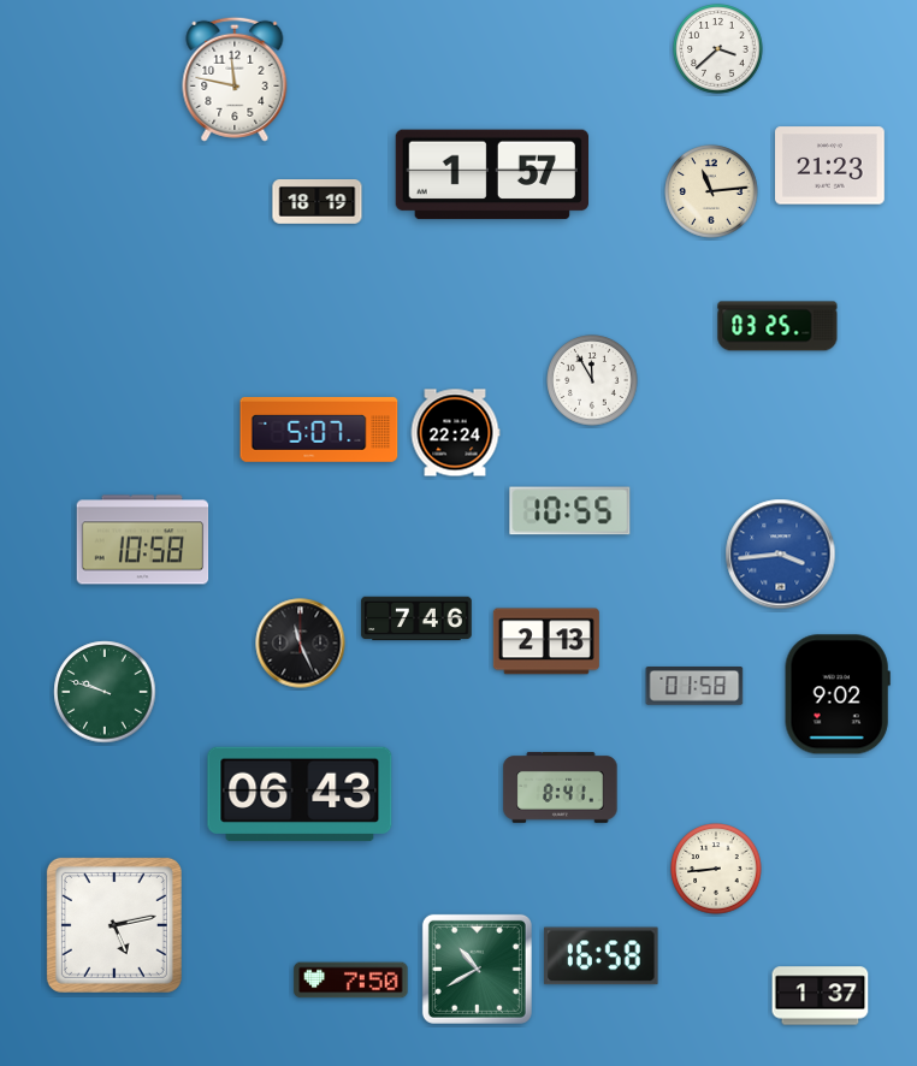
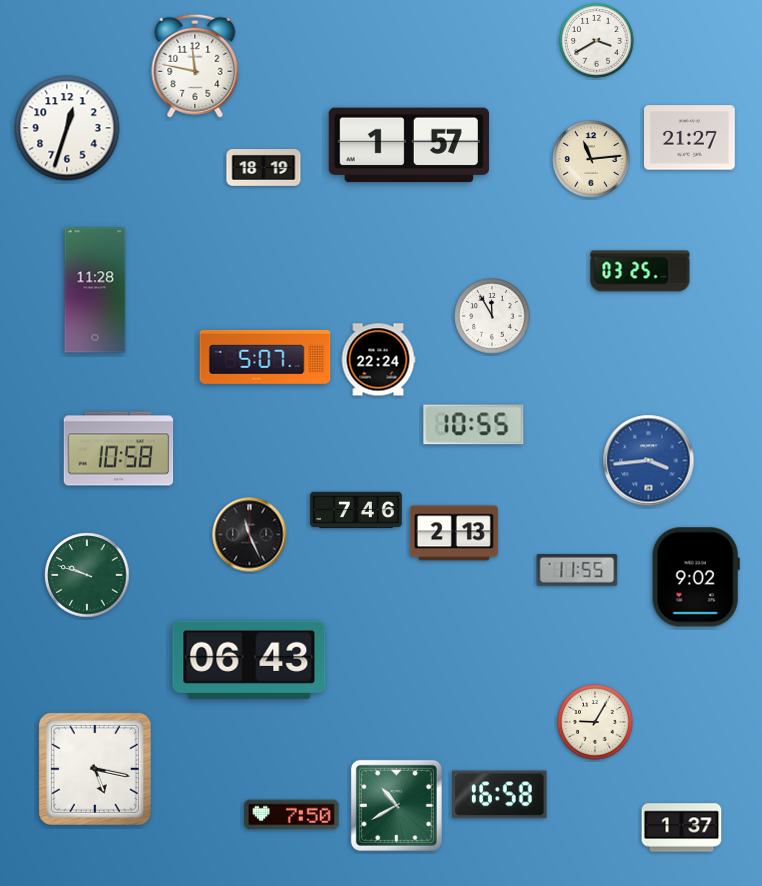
clock at (718, 49): 3:38 -> 3:40
clock at (67, 128): none -> 12:33
clock at (830, 166): 21:23 -> 21:27
clock at (777, 326) position: (777, 326) -> (640, 271)
clock at (95, 290): none -> 11:28
clock at (416, 618) position: (416, 618) -> (356, 510)
clock at (694, 687): 01:58 -> 11:55
clock at (561, 788): 8:41 -> none
clock at (716, 869): 8:44 -> 9:05
clock at (114, 925): 5:13 -> 5:17
